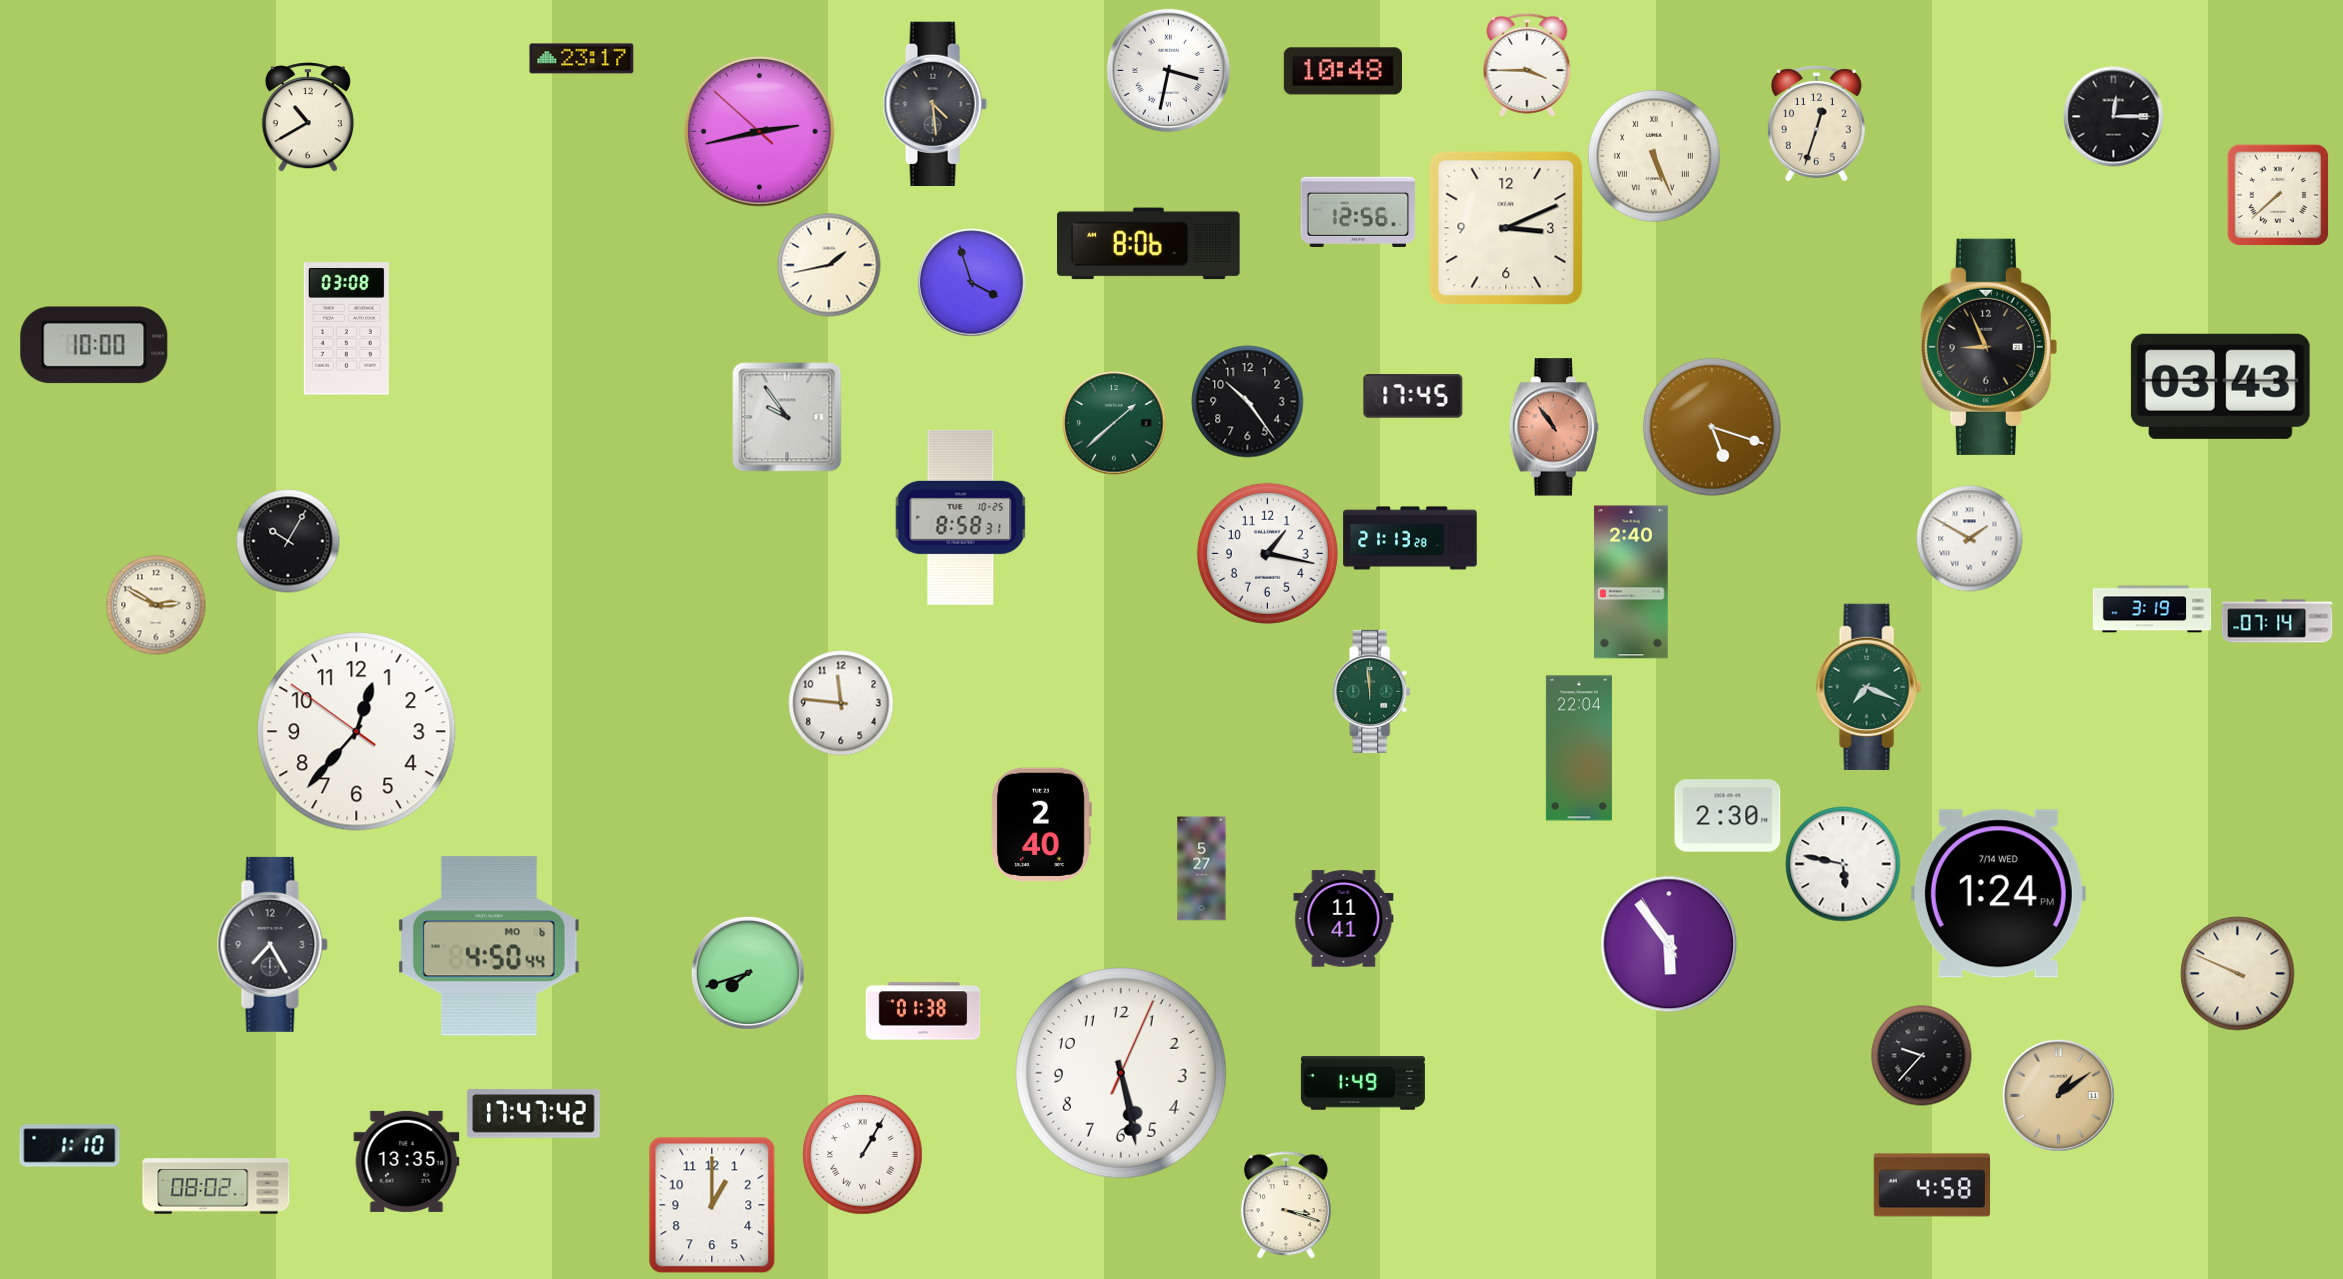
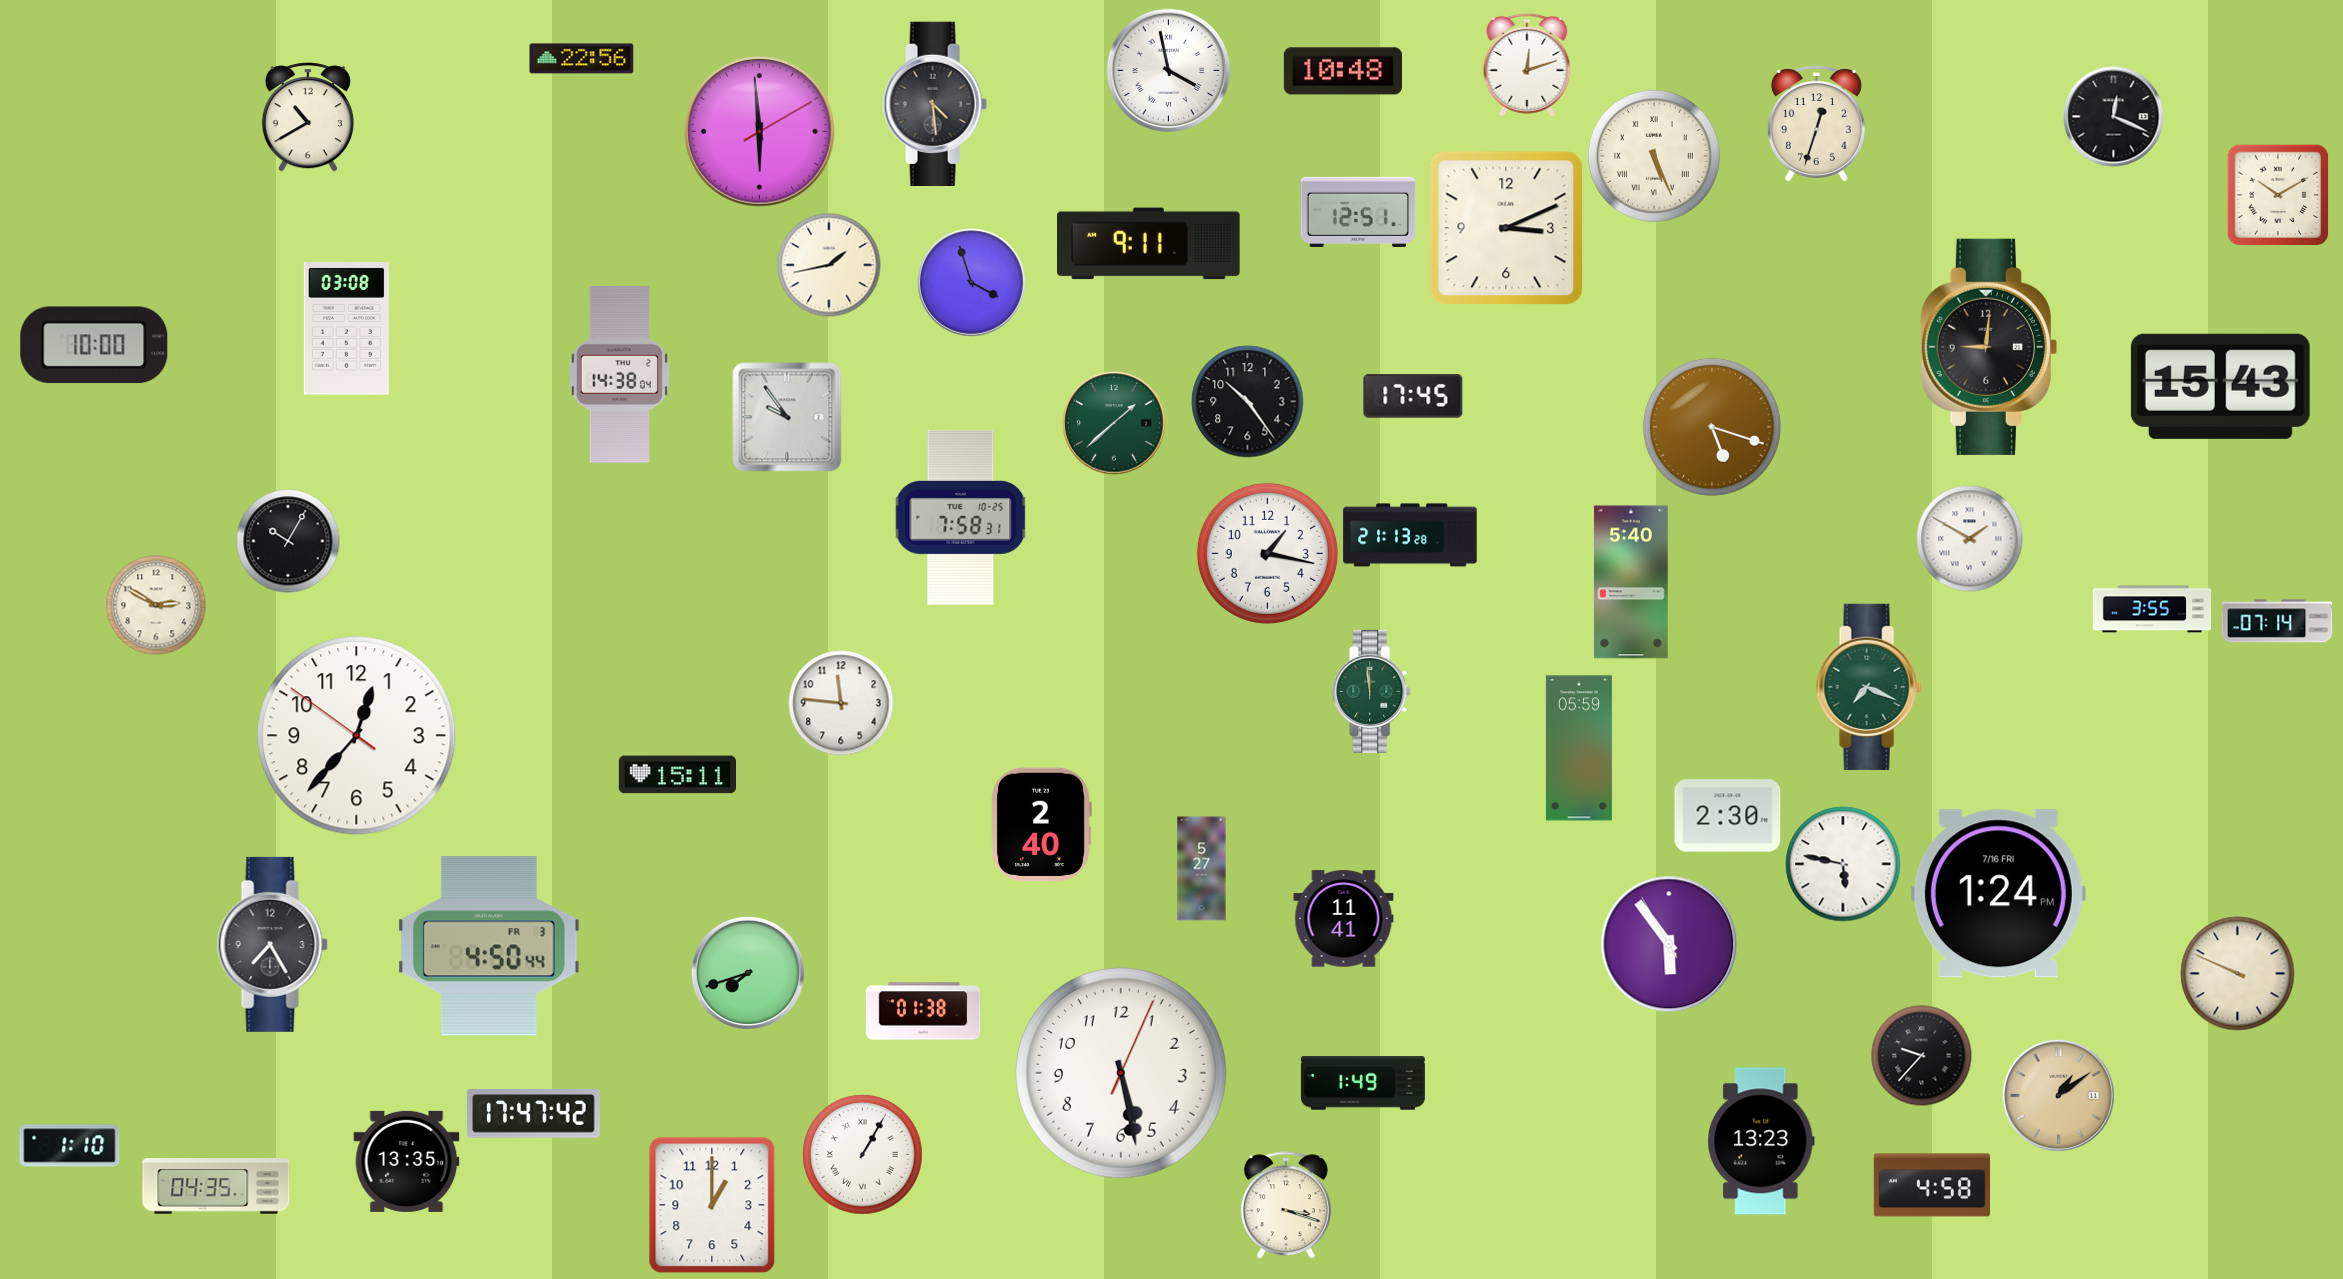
clock at (582, 59): 23:17 -> 22:56
clock at (1527, 65): 3:45 -> 12:12
clock at (1169, 71): 3:32 -> 3:58
clock at (2114, 117): 12:15 -> 12:19
clock at (760, 132): 2:42 -> 5:59
clock at (2278, 195): 7:38 -> 10:10
clock at (1358, 212): 12:56 -> 12:51
clock at (1149, 244): 8:06 -> 9:11
clock at (1989, 347): 8:56 -> 9:01
clock at (619, 374): none -> 14:38
clock at (2220, 386): 03:43 -> 15:43
clock at (1554, 427): 10:54 -> none
clock at (961, 517): 8:58 -> 7:58
clock at (1410, 538) position: (1410, 538) -> (1410, 535)
clock at (1631, 582): 2:40 -> 5:40
clock at (2152, 609): 3:19 -> 3:55
clock at (357, 732) position: (357, 732) -> (357, 736)
clock at (1579, 748): 22:04 -> 05:59
clock at (677, 775): none -> 15:11
clock at (1998, 894) date: 7/14 WED -> 7/16 FRI
clock at (490, 946) date: MO 6 -> FR 3
clock at (1761, 1141): none -> 13:23
clock at (216, 1186): 08:02 -> 04:35
